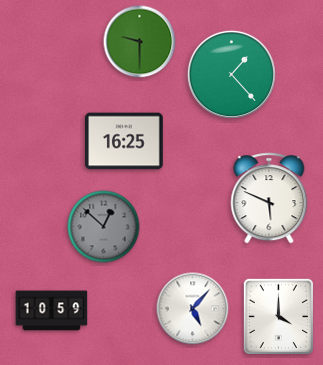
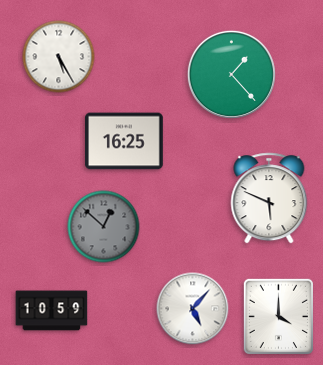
clock at (140, 42): 9:30 -> none
clock at (59, 57): none -> 5:25
